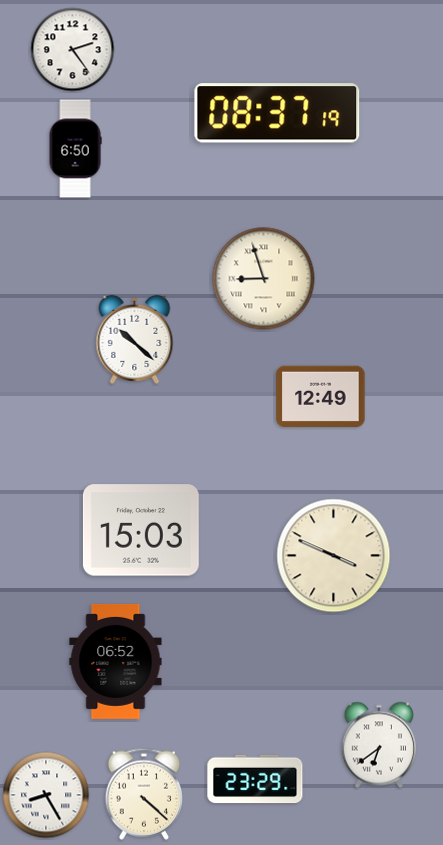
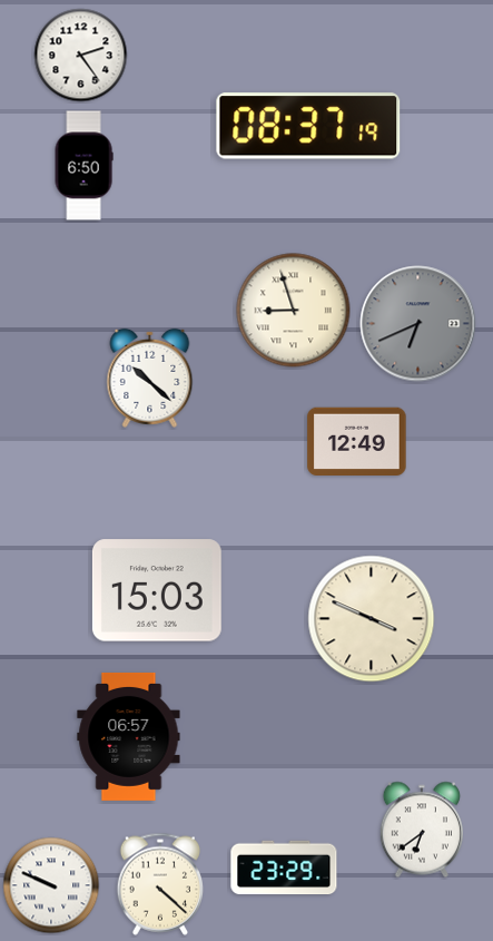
clock at (418, 324): none -> 6:41
clock at (116, 661): 06:52 -> 06:57
clock at (46, 795): 8:25 -> 9:49
